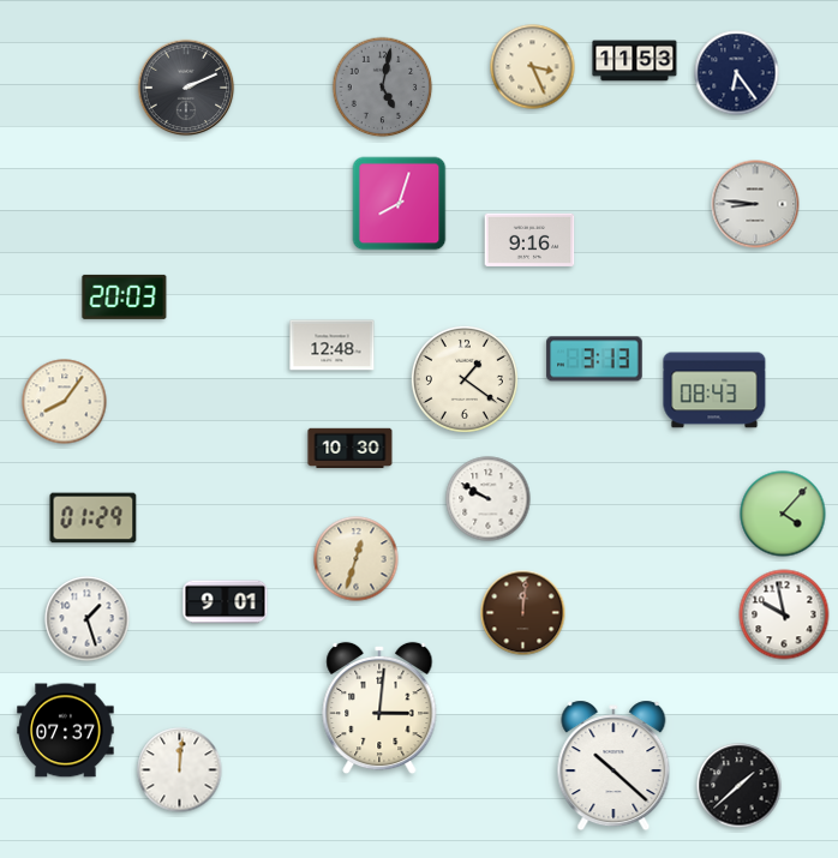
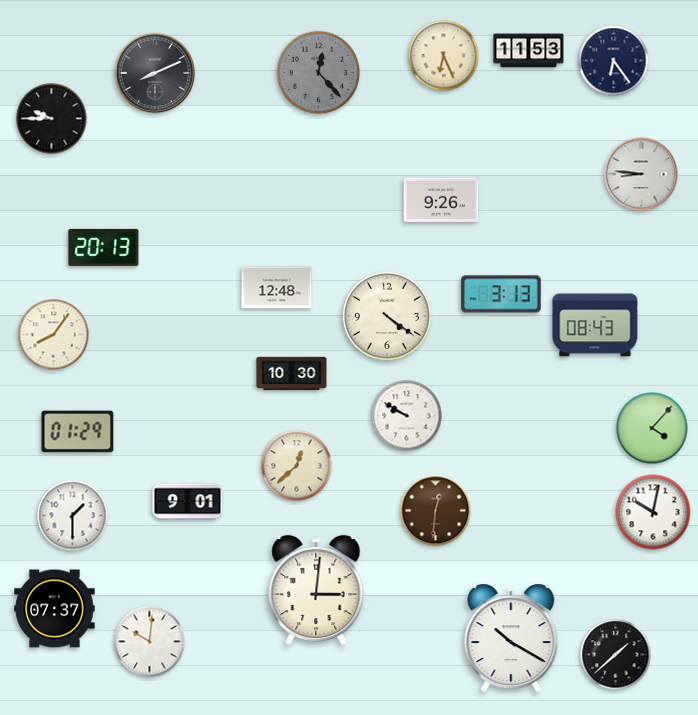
clock at (533, 67): 3:26 -> 6:26
clock at (186, 88): 2:11 -> 8:11
clock at (383, 88): 5:02 -> 12:23
clock at (52, 119): none -> 9:45
clock at (400, 204): 8:03 -> none
clock at (755, 204) position: (755, 204) -> (641, 174)
clock at (529, 240): 9:16 -> 9:26
clock at (125, 296): 20:03 -> 20:13
clock at (594, 359) position: (594, 359) -> (501, 294)
clock at (465, 379): 1:21 -> 4:21
clock at (357, 559): 12:33 -> 12:38
clock at (523, 613): 12:01 -> 12:31
clock at (784, 614): 9:58 -> 10:02
clock at (88, 619): 1:27 -> 1:30
clock at (613, 766): 10:22 -> 10:20
clock at (180, 770): 12:01 -> 10:01
